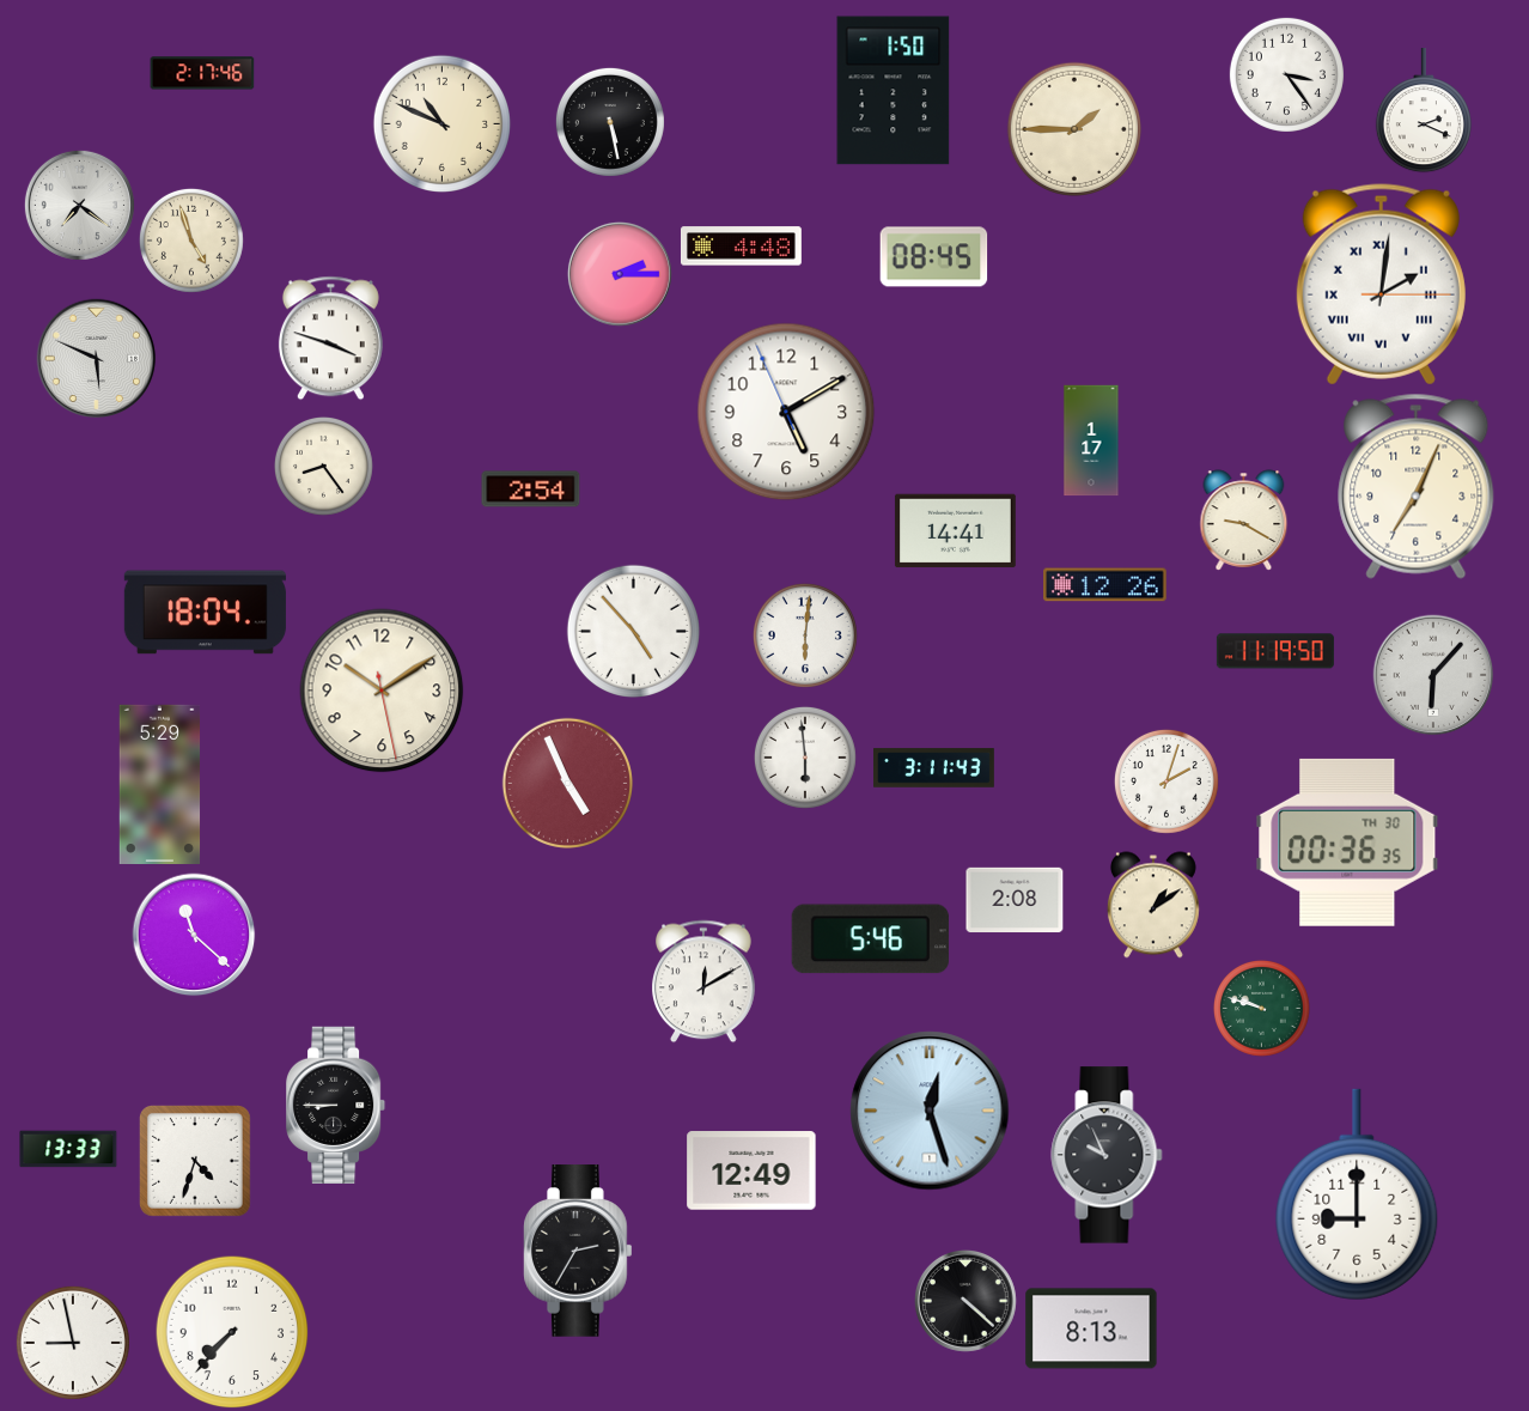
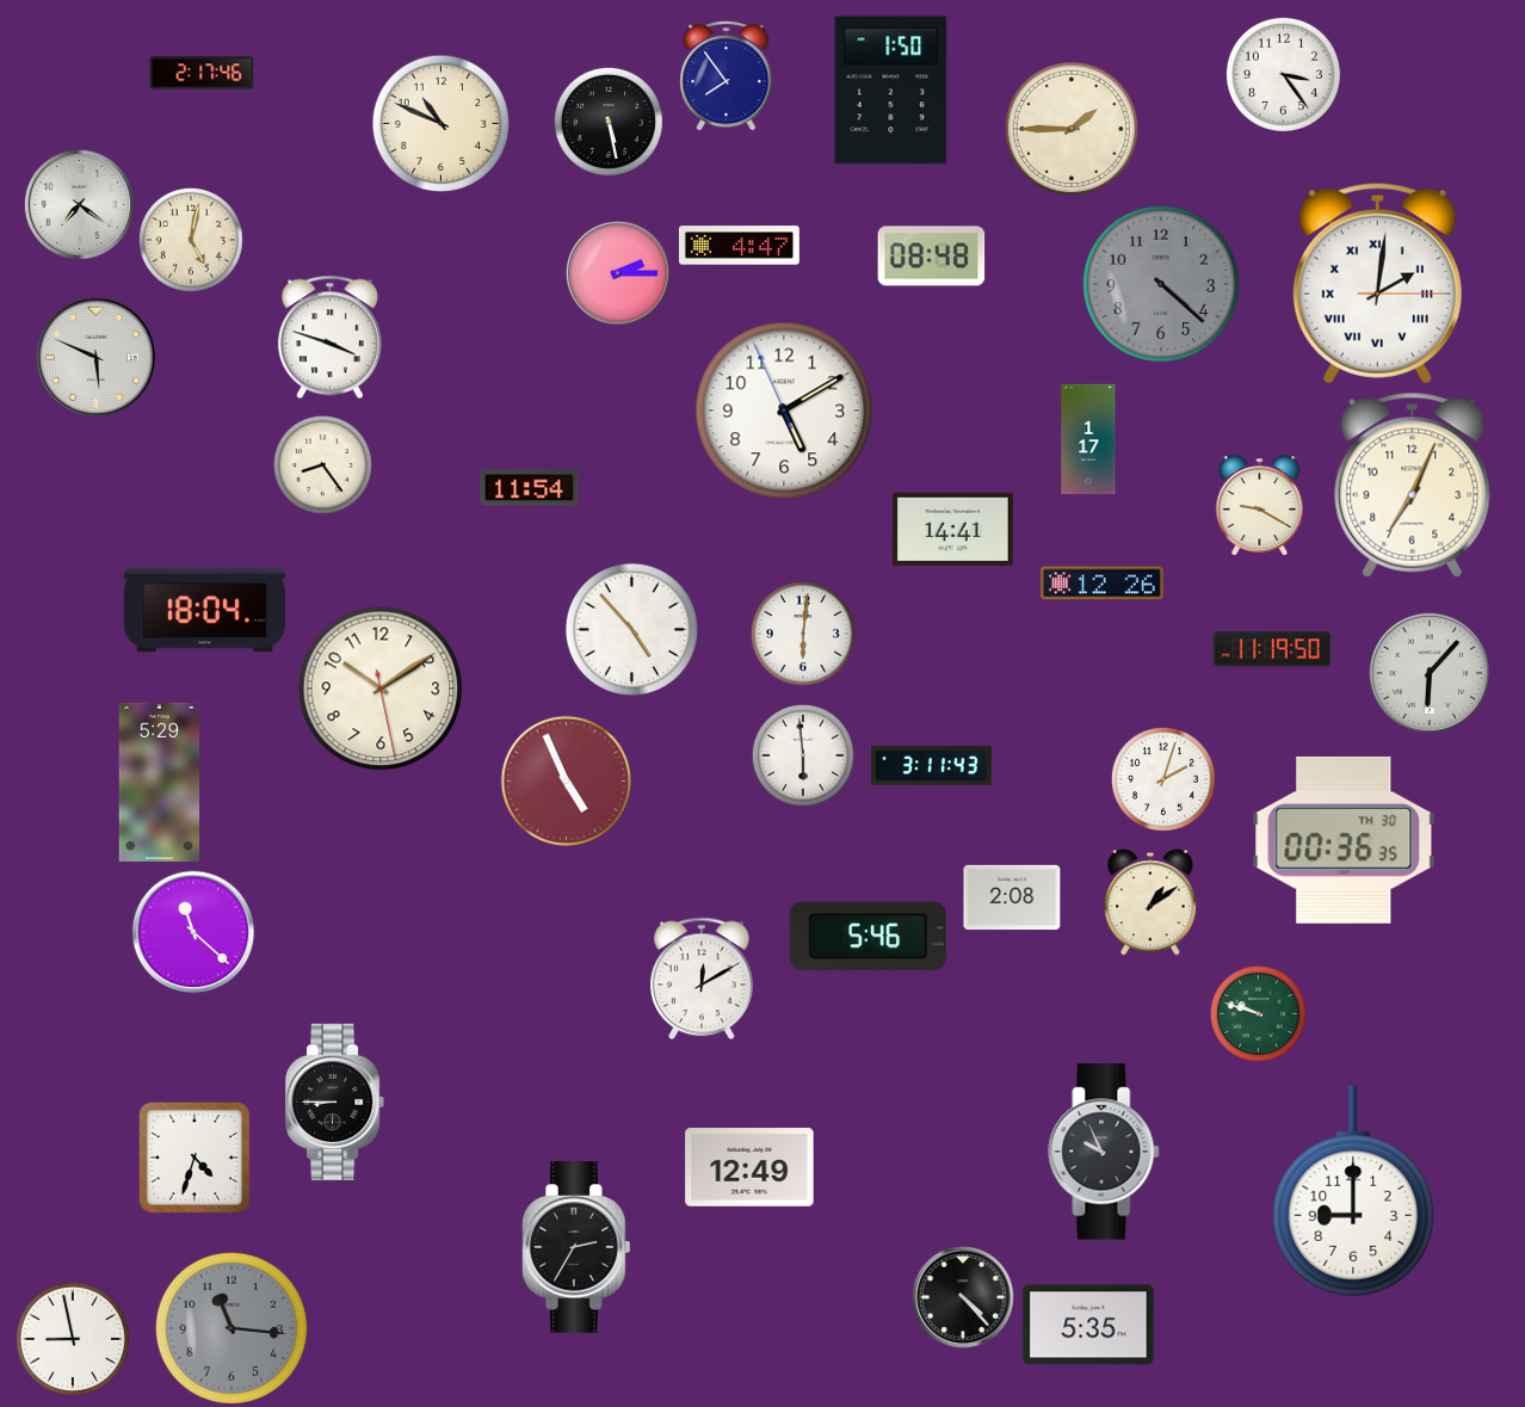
clock at (727, 76): none -> 7:54
clock at (1424, 111): 2:19 -> none
clock at (191, 241): 4:57 -> 5:02
clock at (741, 247): 4:48 -> 4:47
clock at (934, 257): 08:45 -> 08:48
clock at (1161, 284): none -> 4:22
clock at (531, 489): 2:54 -> 11:54
clock at (1244, 521) position: (1244, 521) -> (1260, 506)
clock at (1261, 1008) position: (1261, 1008) -> (1258, 1013)
clock at (930, 1111): 12:27 -> none
clock at (68, 1149): 13:33 -> none
clock at (965, 1302): 4:22 -> 4:23
clock at (1091, 1328): 8:13 -> 5:35
clock at (232, 1332): 7:37 -> 11:16
clock at (232, 1332) dial: white -> grey
